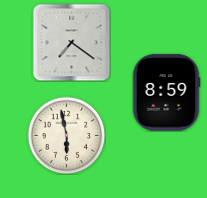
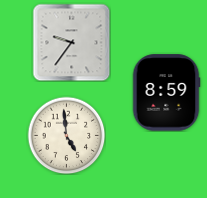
clock at (71, 42): 7:21 -> 9:36
clock at (66, 135): 5:58 -> 4:59
